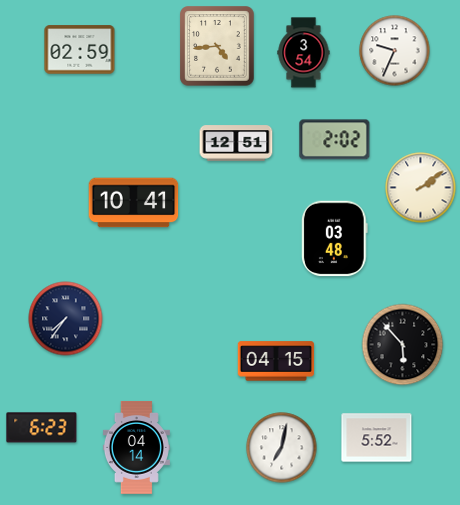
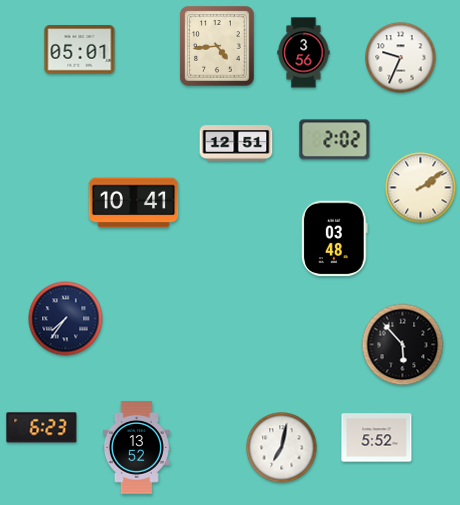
clock at (80, 50): 02:59 -> 05:01
clock at (395, 51) position: (395, 51) -> (401, 58)
clock at (304, 53): 3:54 -> 3:56
clock at (276, 361): 04:15 -> none
clock at (136, 448): 04:14 -> 13:52
